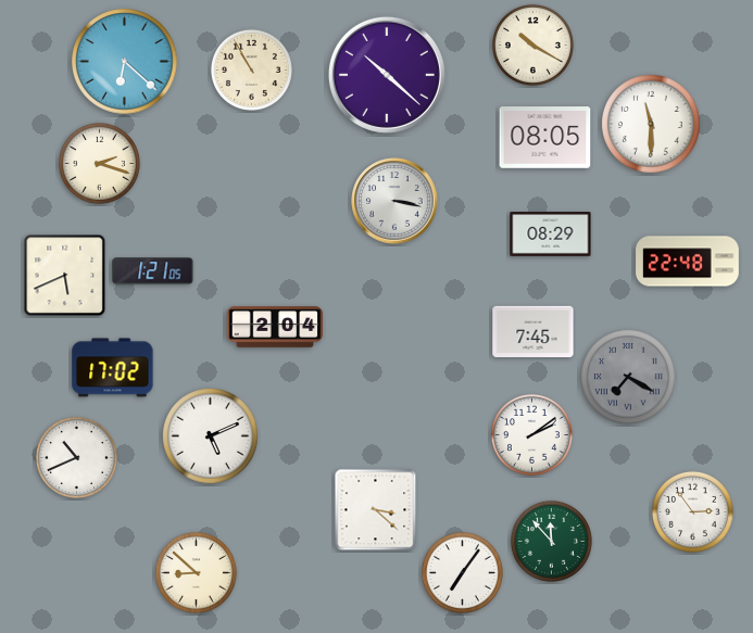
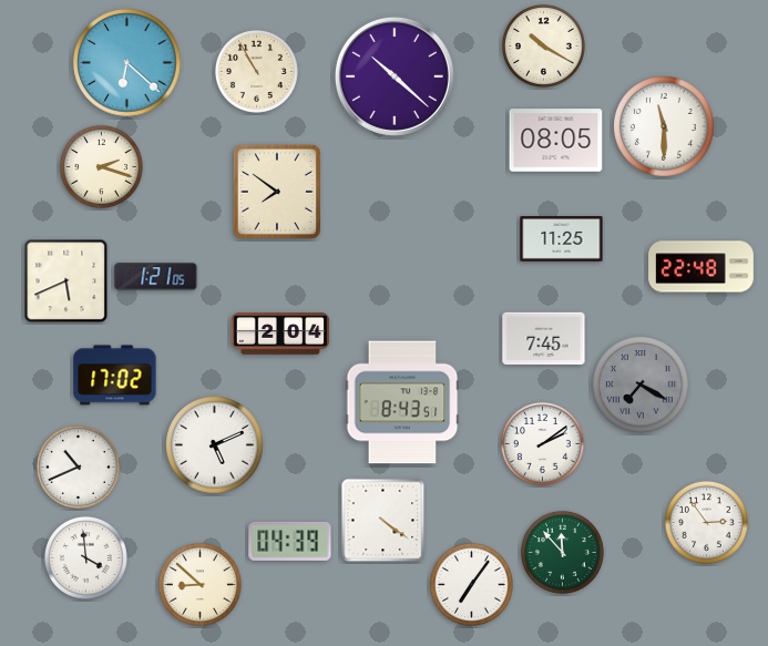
clock at (277, 192): none -> 7:51
clock at (394, 201): 3:17 -> none
clock at (551, 235): 08:29 -> 11:25
clock at (402, 402): none -> 8:43
clock at (376, 510): 3:22 -> 4:21
clock at (290, 541): none -> 04:39
clock at (85, 557): none -> 3:59
